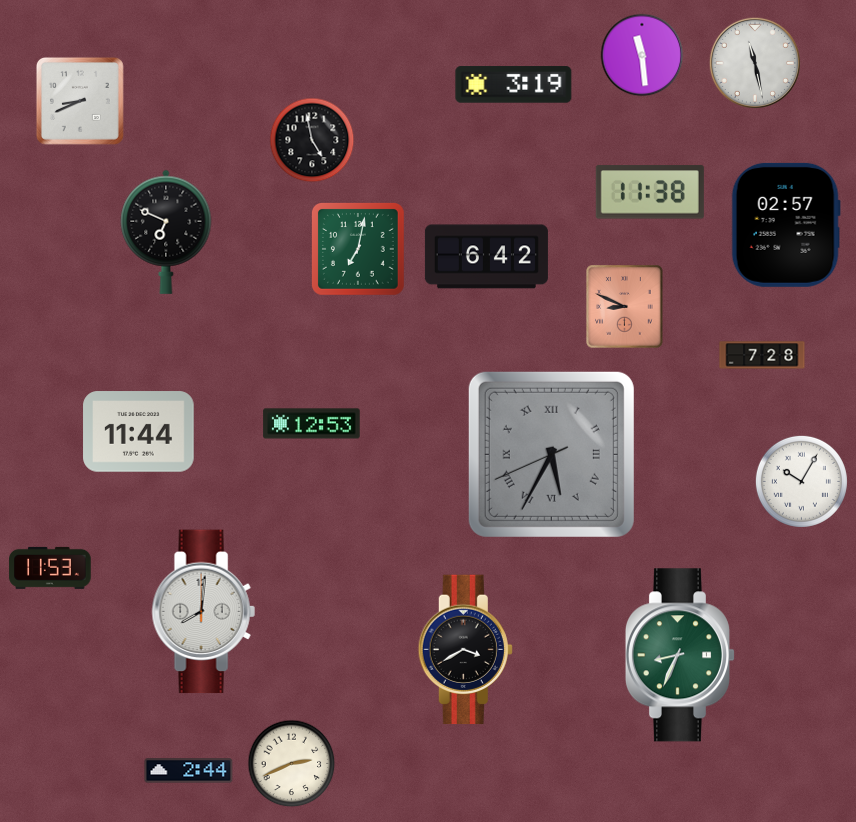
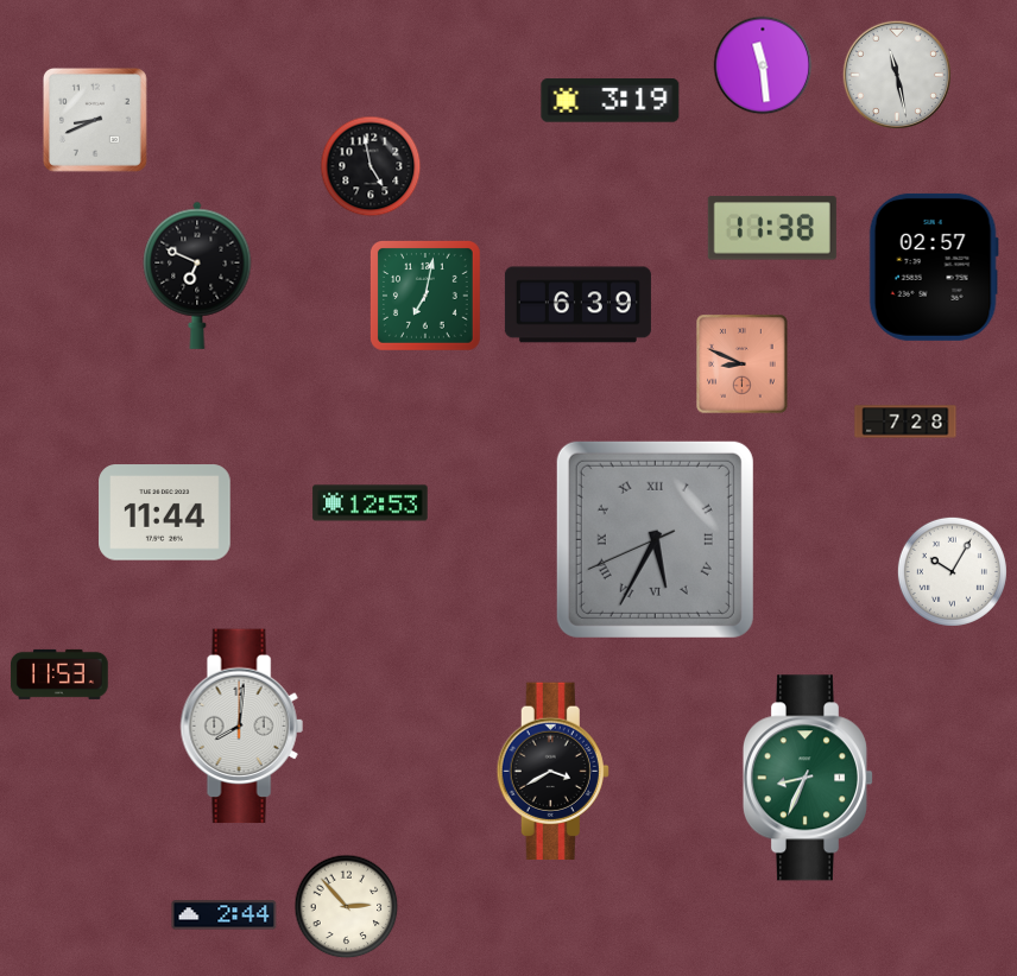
clock at (486, 257): 6:42 -> 6:39
clock at (292, 764): 2:41 -> 2:53
